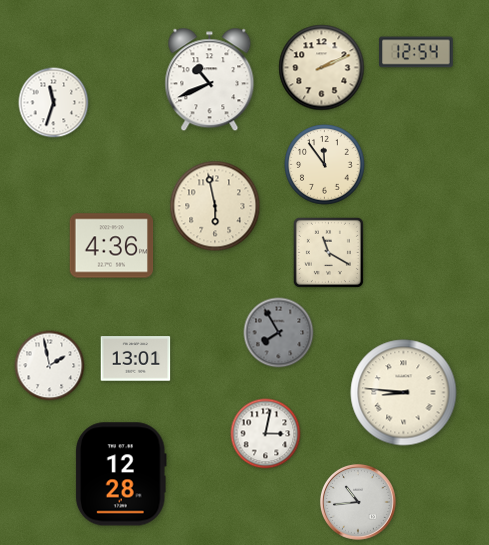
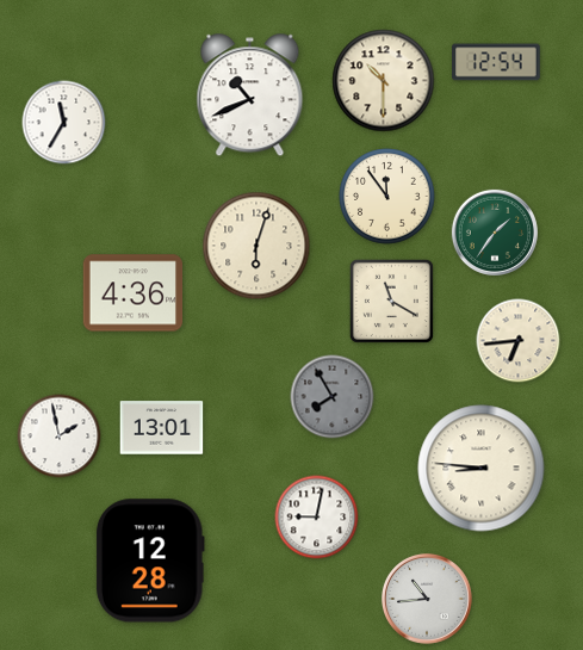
clock at (322, 68): 2:11 -> 10:30
clock at (54, 103): 11:33 -> 11:35
clock at (495, 233): none -> 1:36
clock at (215, 206): 5:58 -> 6:03
clock at (519, 341): none -> 6:44
clock at (266, 434): 3:02 -> 9:02
clock at (121, 474) position: (121, 474) -> (150, 561)
